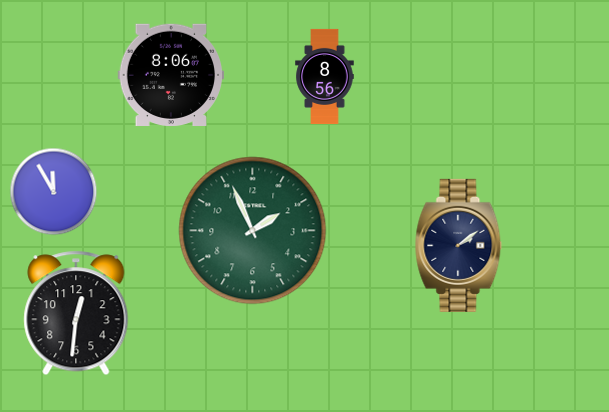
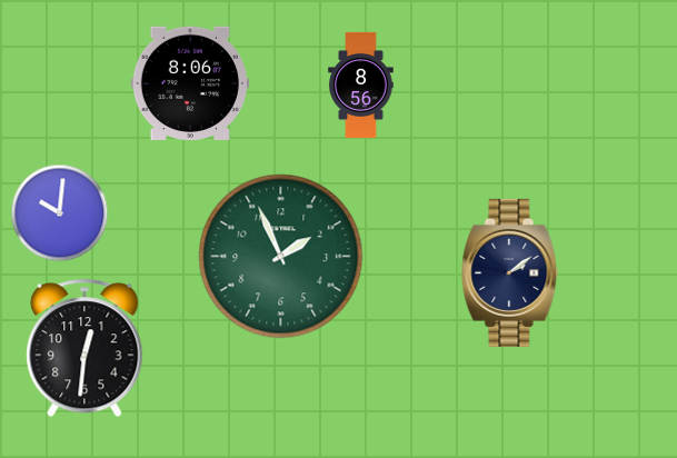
clock at (54, 192): 11:55 -> 10:01
